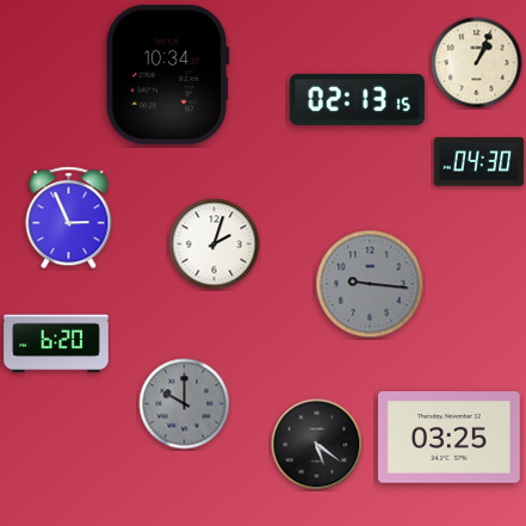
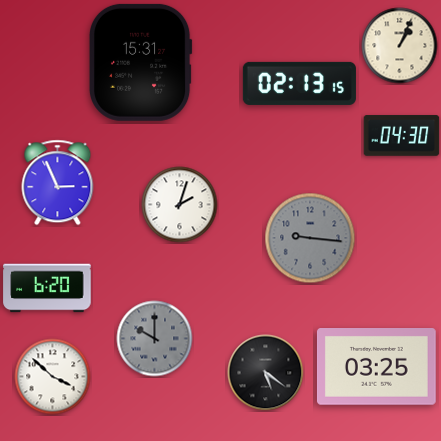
clock at (477, 63) position: (477, 63) -> (400, 46)
clock at (167, 74): 10:34 -> 15:31
clock at (53, 377): none -> 3:52
